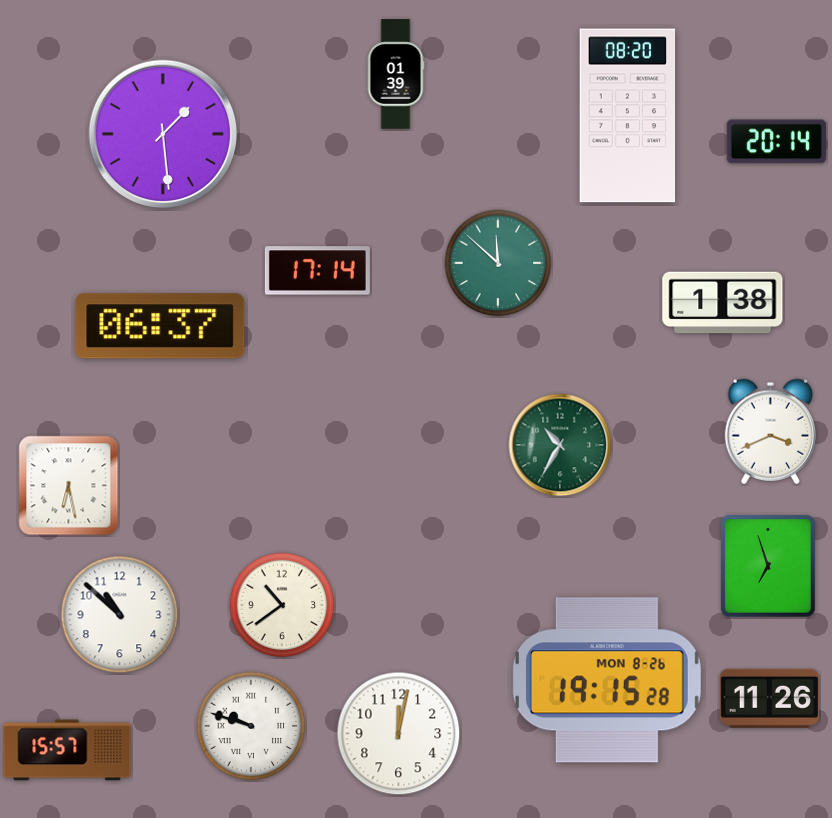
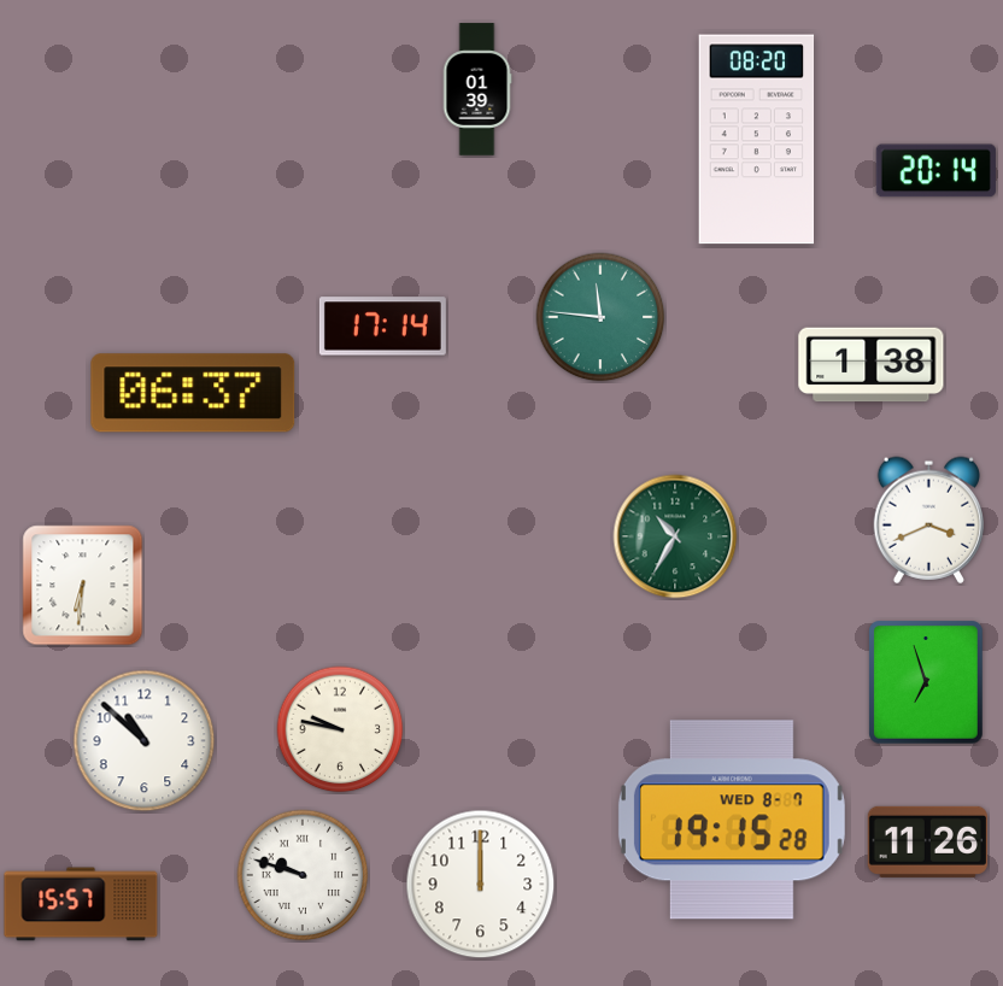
clock at (163, 134): 1:29 -> none
clock at (498, 263): 11:52 -> 11:46
clock at (69, 486): 6:28 -> 6:31
clock at (282, 605): 10:39 -> 9:47
clock at (607, 680) date: MON 8-26 -> WED 8-7
clock at (399, 734): 12:02 -> 12:00
